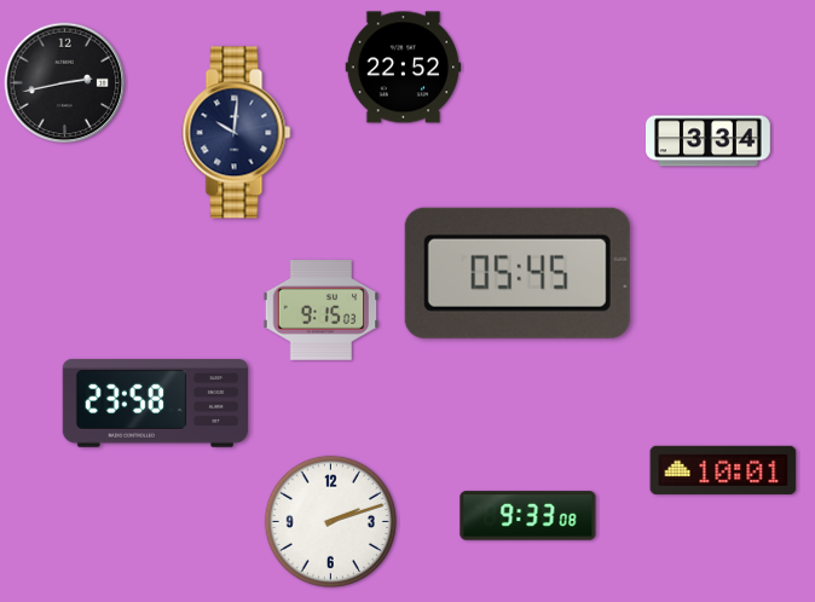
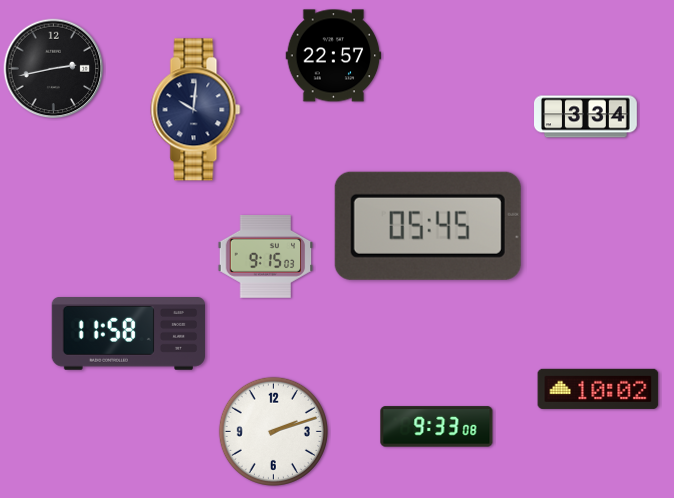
clock at (404, 68): 22:52 -> 22:57
clock at (156, 404): 23:58 -> 11:58
clock at (723, 470): 10:01 -> 10:02
